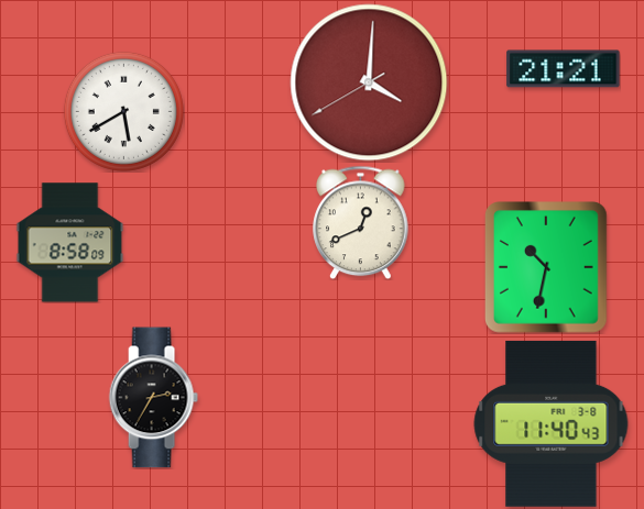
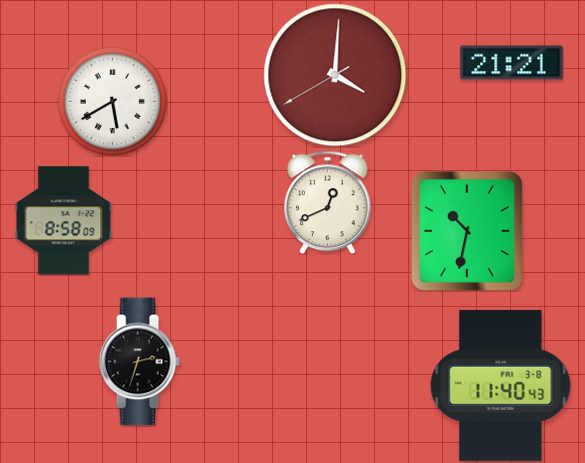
clock at (547, 268) position: (547, 268) -> (468, 232)
clock at (153, 398): 2:35 -> 2:33
